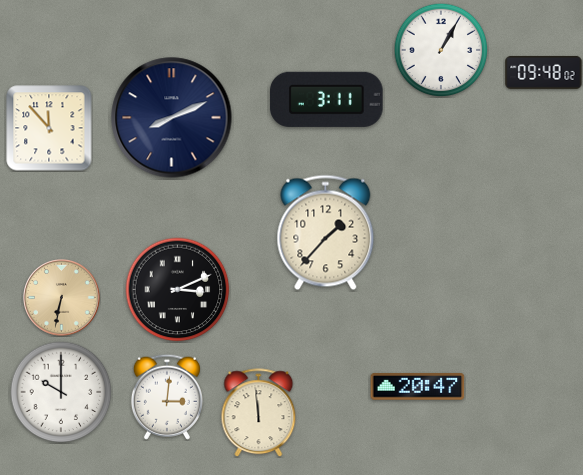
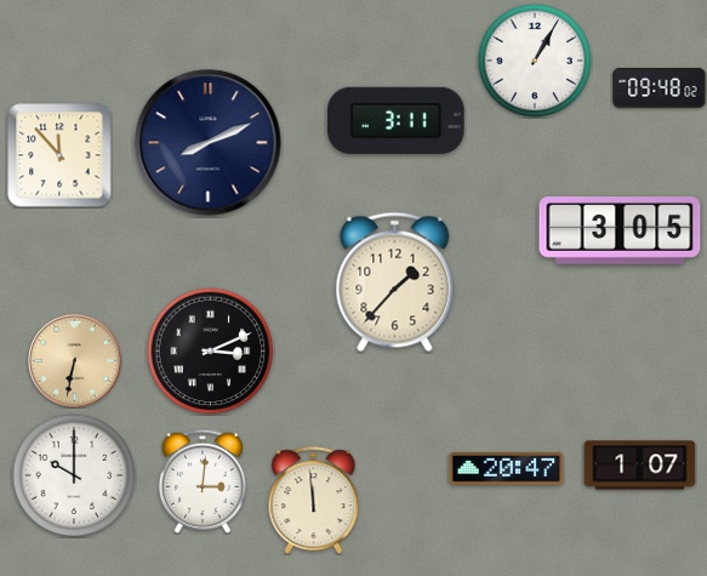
clock at (620, 232): none -> 3:05
clock at (178, 290) position: (178, 290) -> (211, 352)
clock at (640, 466): none -> 1:07
